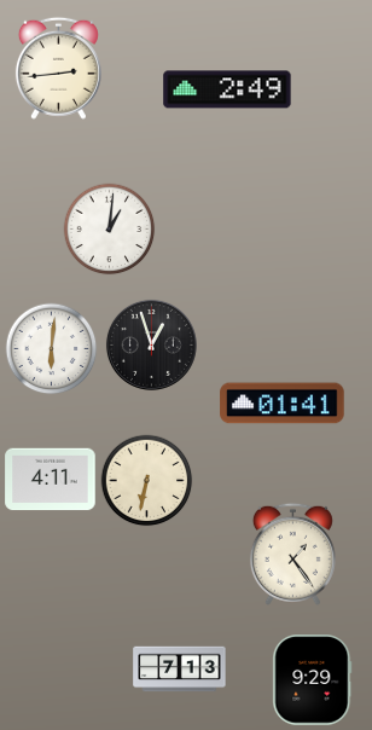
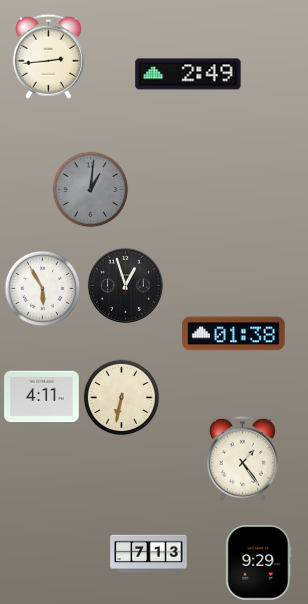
clock at (110, 230) dial: white -> grey
clock at (52, 349): 6:01 -> 5:55
clock at (283, 404): 01:41 -> 01:38
